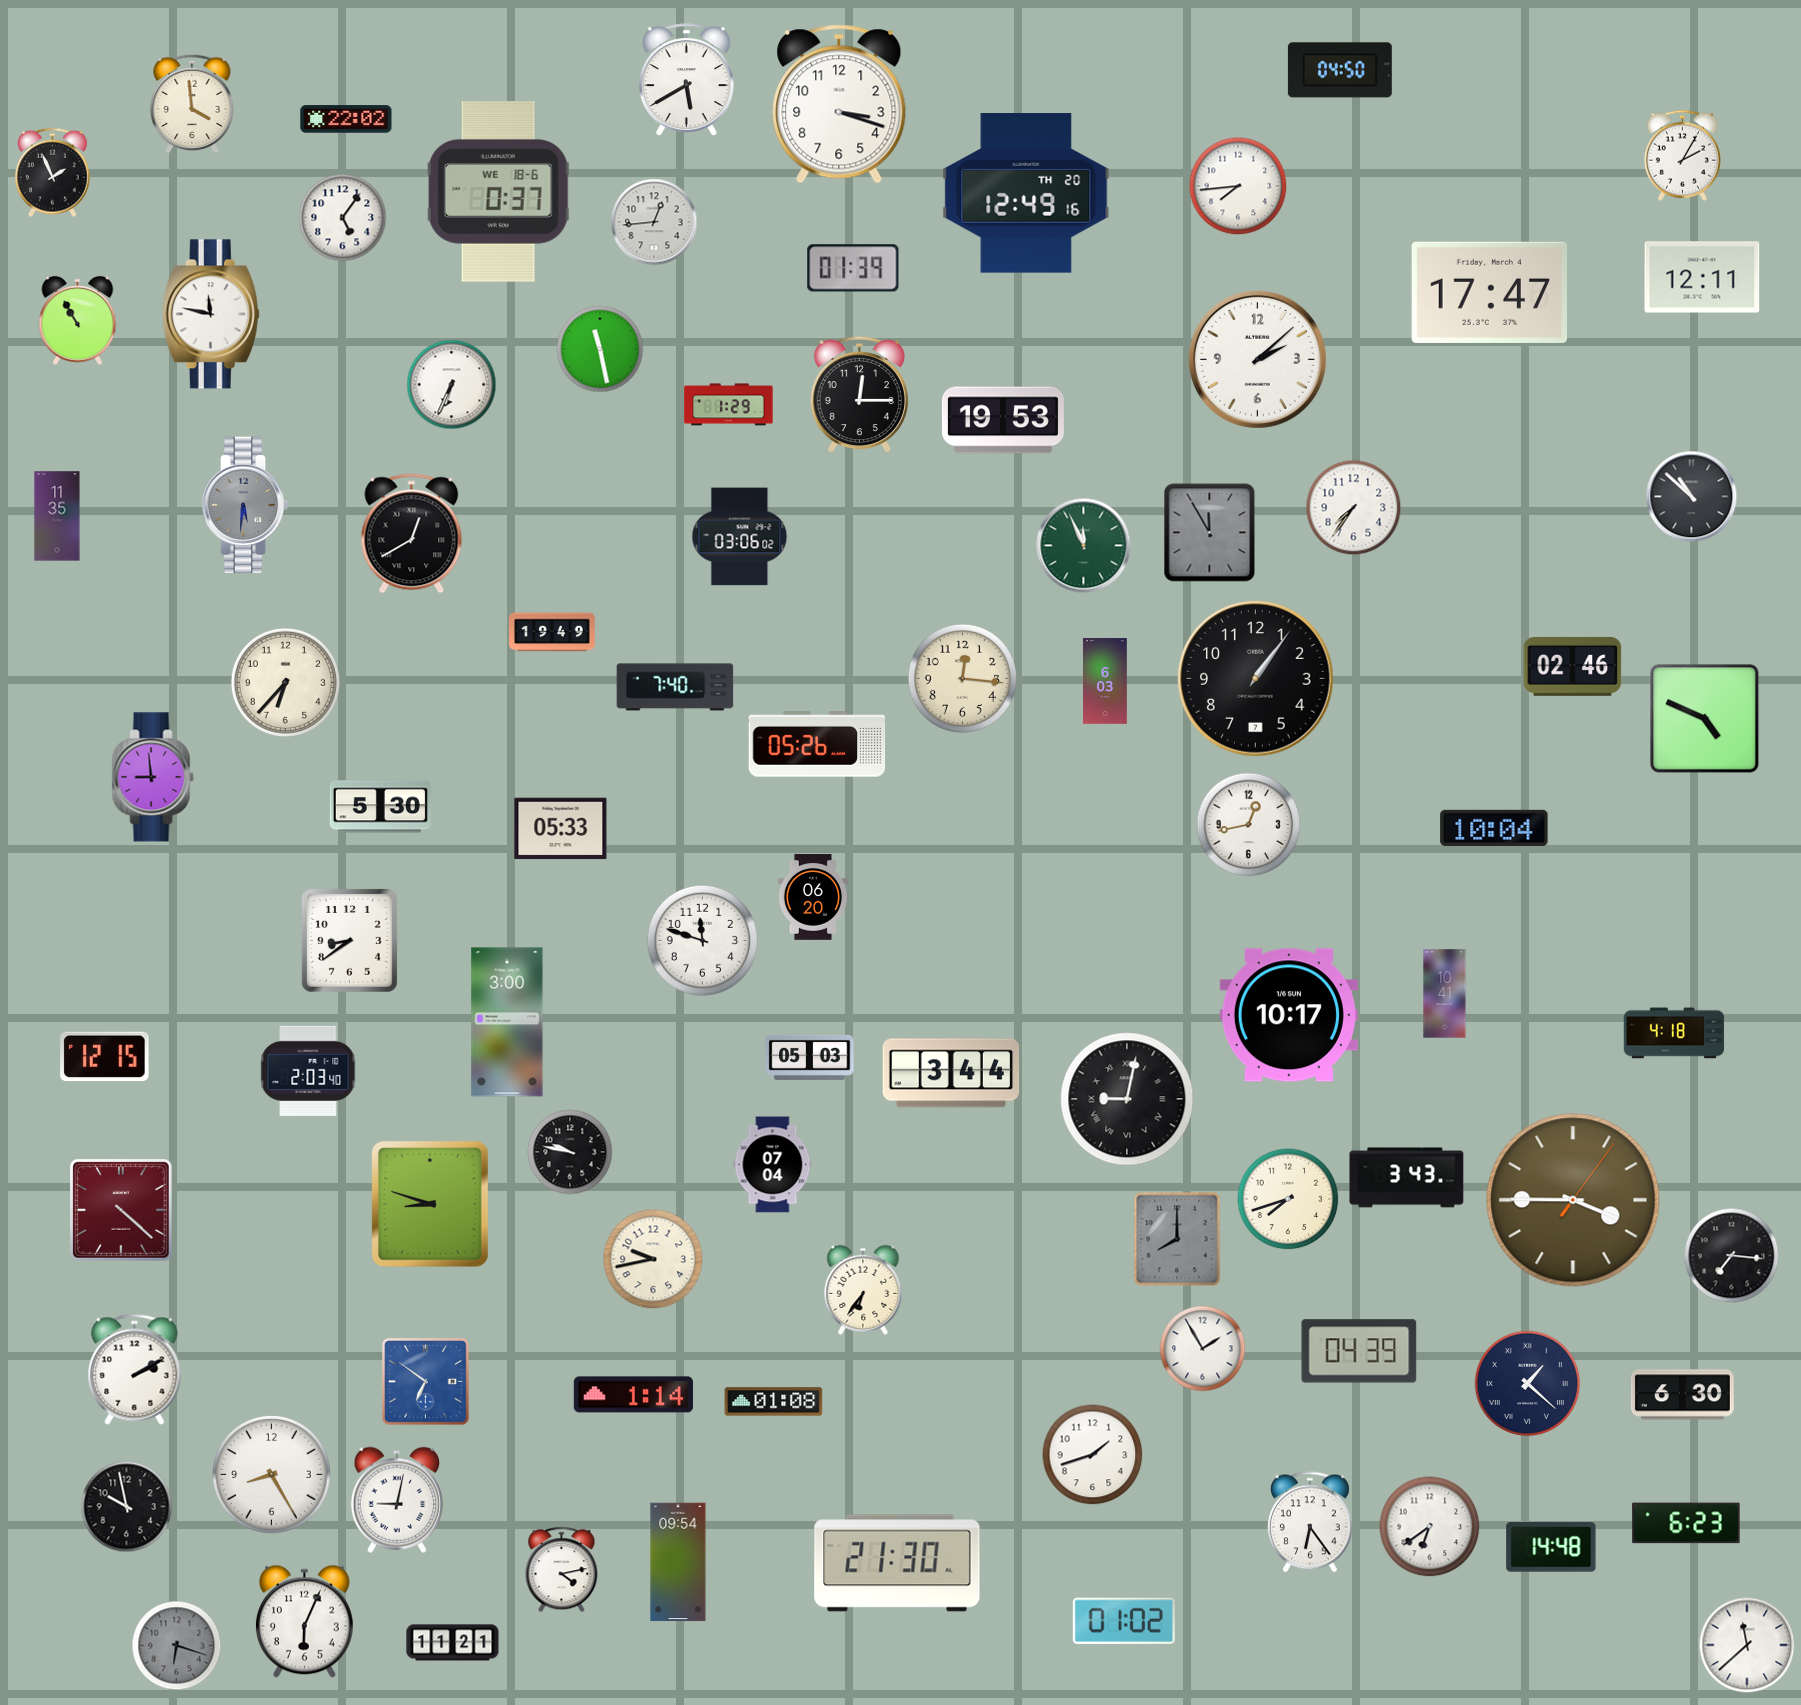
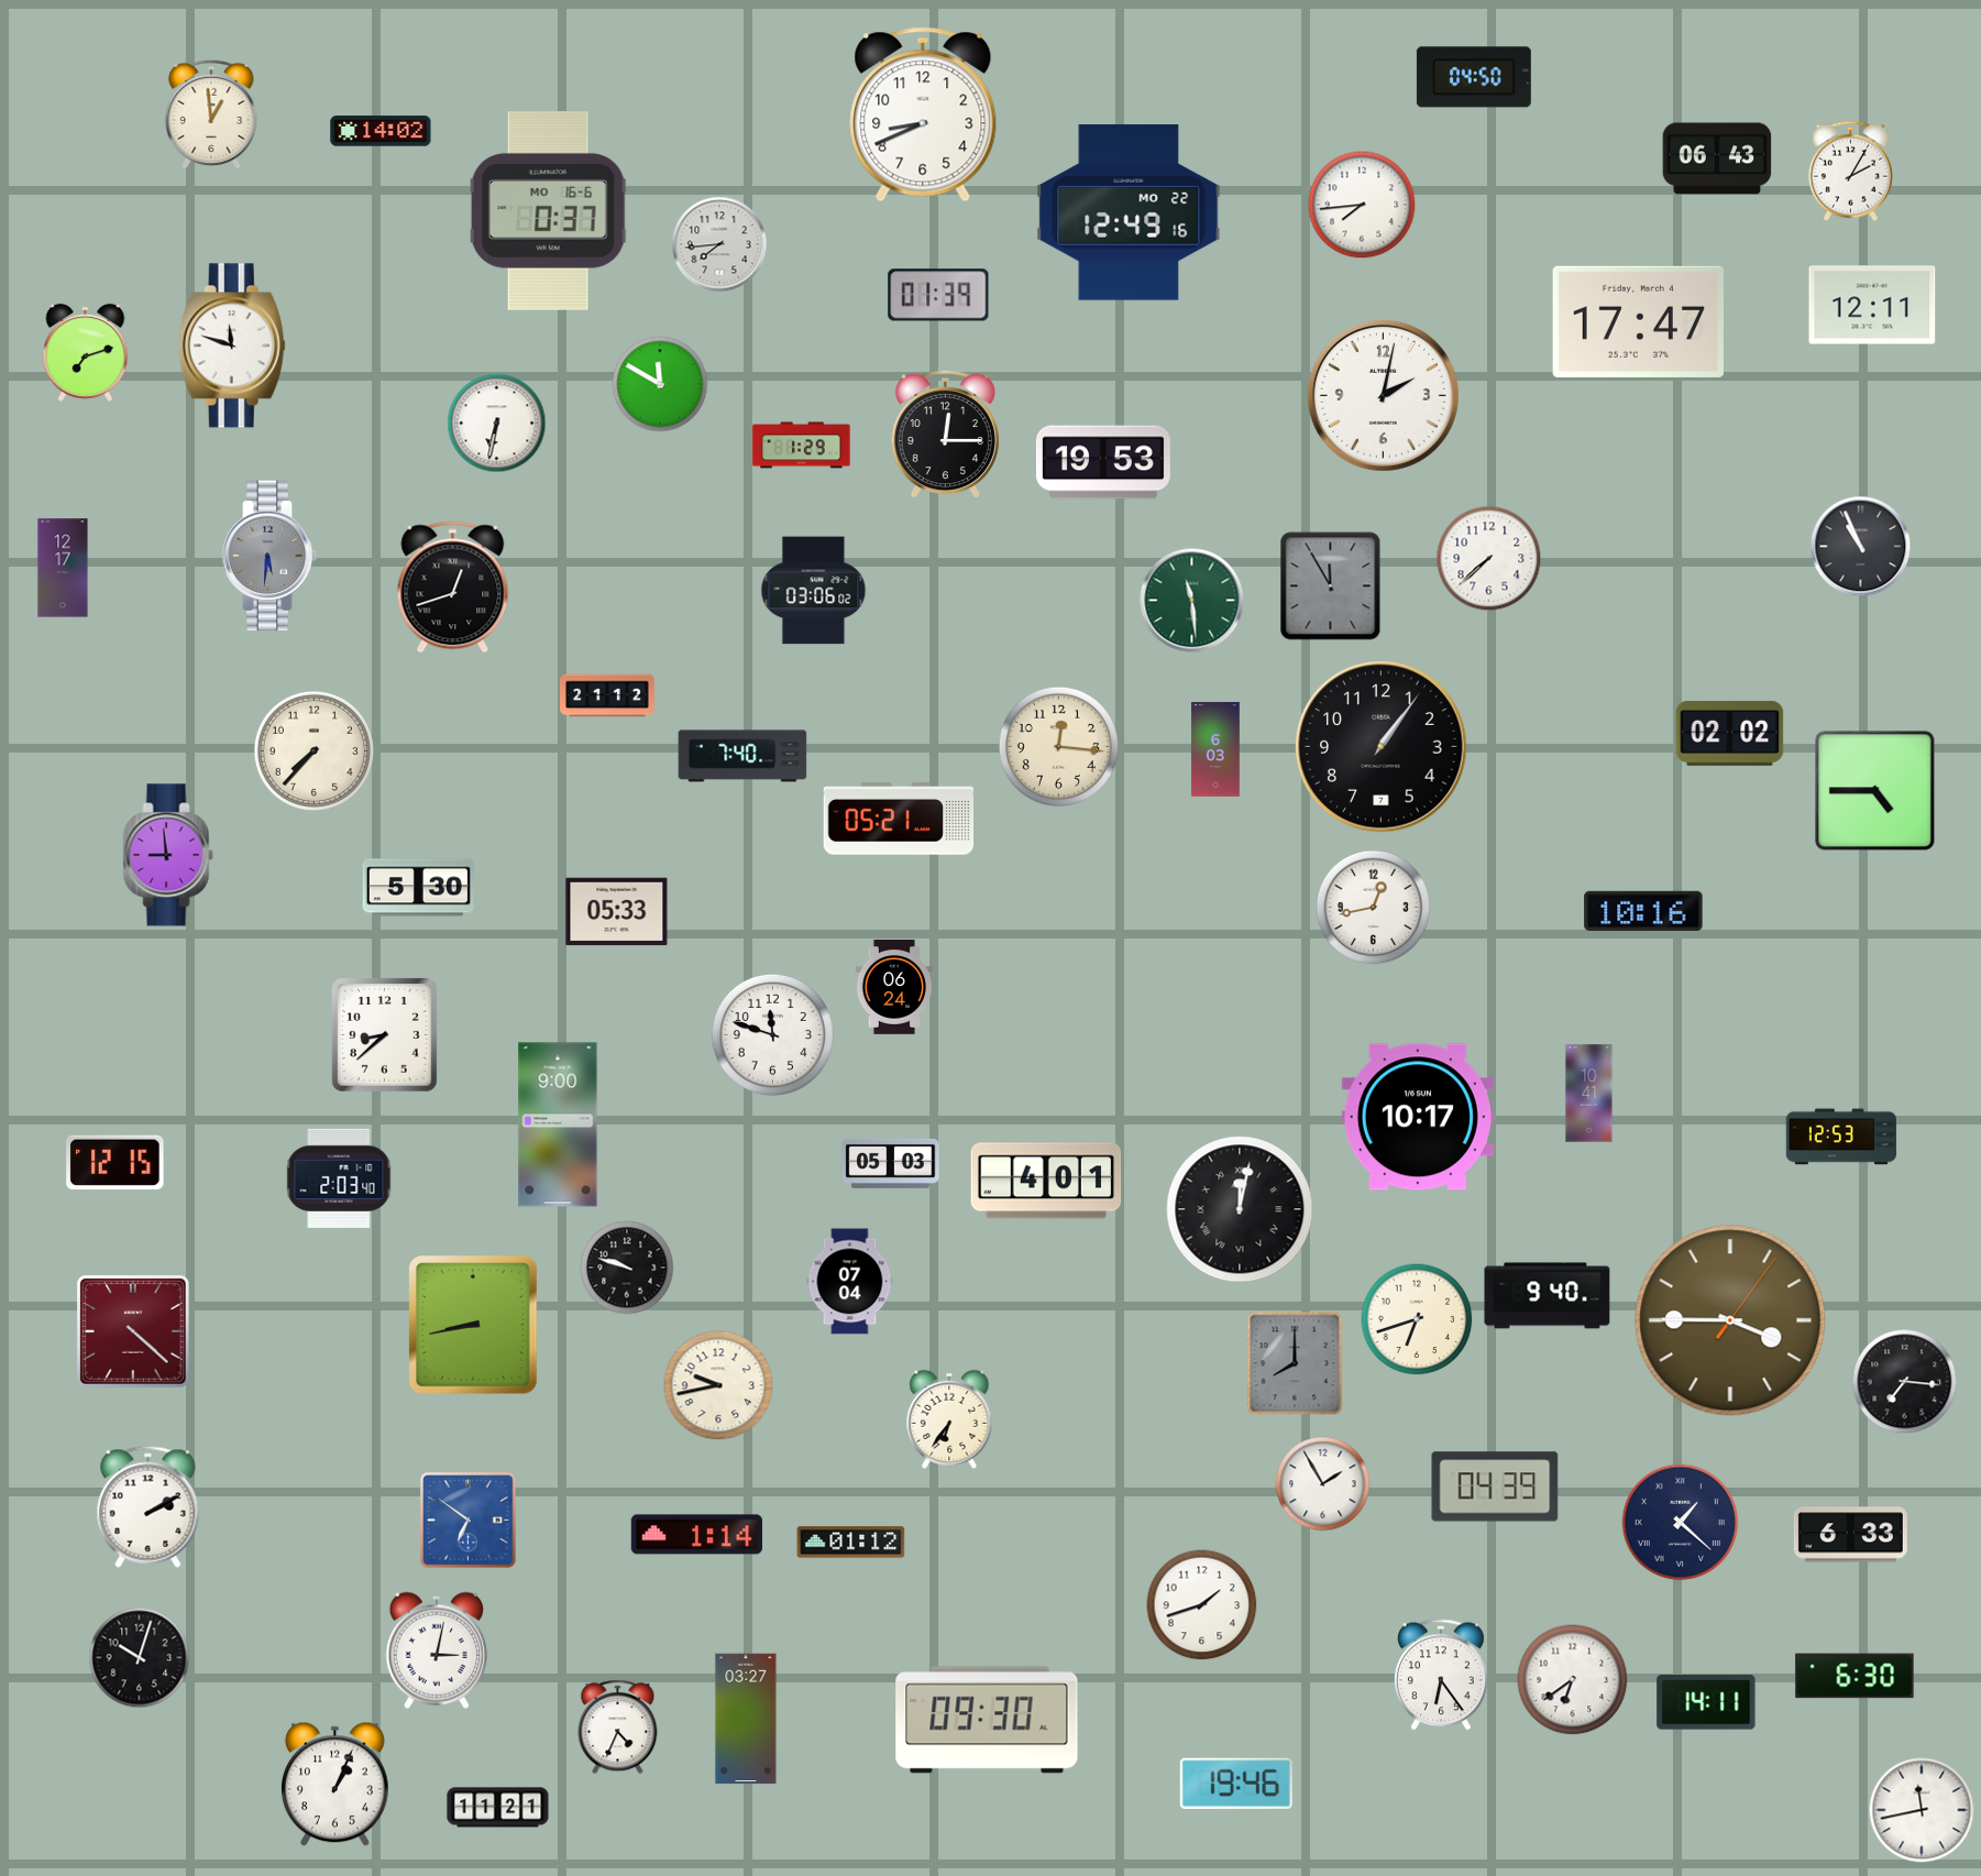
clock at (687, 80): 5:40 -> none
clock at (192, 104): 3:59 -> 12:59
clock at (839, 104): 3:18 -> 8:41
clock at (346, 119): 22:02 -> 14:02
clock at (1717, 158): none -> 06:43
clock at (53, 173): 1:56 -> none
clock at (499, 192) date: WE 18-6 -> MO 16-6
clock at (1026, 193) date: TH 20 -> MO 22
clock at (343, 218): 5:06 -> none
clock at (654, 222): 12:44 -> 7:44
clock at (211, 314): 11:47 -> 11:48
clock at (78, 320): 10:55 -> 7:12
clock at (600, 349): 11:28 -> 11:50
clock at (1257, 359): 2:08 -> 2:02
clock at (452, 385): 6:34 -> 6:32
clock at (1692, 497): 10:52 -> 10:56
clock at (1354, 508): 7:36 -> 7:38
clock at (57, 516): 11:35 -> 12:17
clock at (412, 534): 12:40 -> 12:42
clock at (1084, 546): 11:56 -> 11:29
clock at (552, 632): 19:49 -> 21:12
clock at (1573, 666): 02:46 -> 02:02
clock at (285, 682): 6:37 -> 7:37
clock at (1705, 719): 4:49 -> 4:45
clock at (817, 744): 05:26 -> 05:21
clock at (1494, 828): 10:04 -> 10:16
clock at (813, 897): 06:20 -> 06:24
clock at (350, 941): 8:39 -> 8:38
clock at (507, 1022): 3:00 -> 9:00
clock at (1674, 1033): 4:18 -> 12:53
clock at (951, 1073): 3:44 -> 4:01
clock at (1127, 1099): 9:02 -> 12:02
clock at (570, 1152): 9:47 -> 9:48
clock at (1407, 1178): 3:43 -> 9:40
clock at (1288, 1199): 7:42 -> 6:42
clock at (430, 1204): 8:48 -> 8:43
clock at (1682, 1395): 6:30 -> 6:33
clock at (774, 1402): 01:08 -> 01:12
clock at (1093, 1455) position: (1093, 1455) -> (1202, 1605)
clock at (272, 1475): 8:25 -> none
clock at (396, 1500): 9:02 -> 3:02
clock at (127, 1507): 9:58 -> 10:03
clock at (1686, 1523): 6:23 -> 6:30
clock at (1551, 1547): 14:48 -> 14:11
clock at (678, 1562): 09:54 -> 03:27
clock at (897, 1563): 21:30 -> 09:30
clock at (562, 1570): 4:13 -> 4:34
clock at (1124, 1621): 01:02 -> 19:46
clock at (304, 1622): 6:04 -> 1:04
clock at (1747, 1645): 11:38 -> 11:43
clock at (177, 1646): 6:18 -> none
